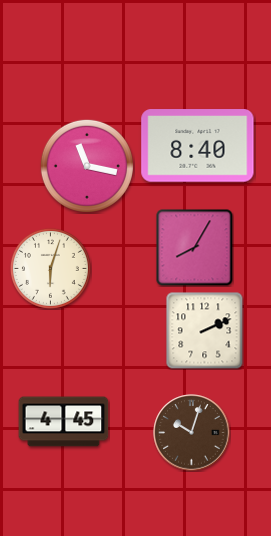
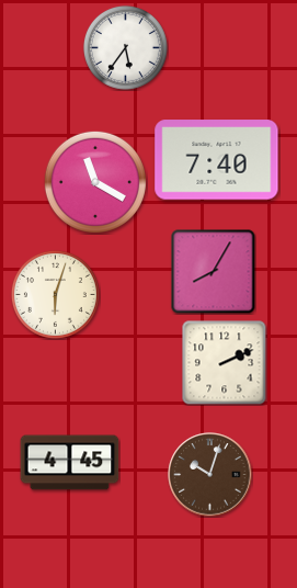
clock at (125, 47): none -> 5:36
clock at (198, 146): 8:40 -> 7:40
clock at (87, 166): 11:17 -> 11:20
